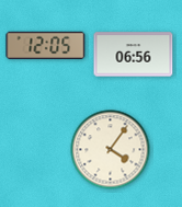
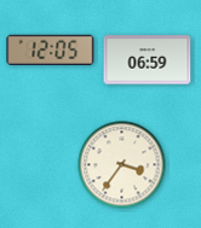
clock at (134, 55): 06:56 -> 06:59
clock at (111, 150): 4:06 -> 3:36
